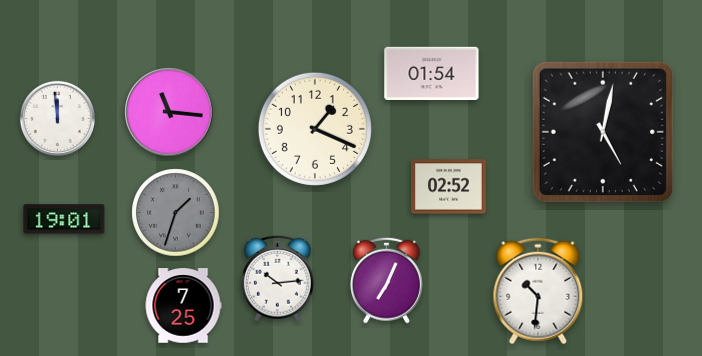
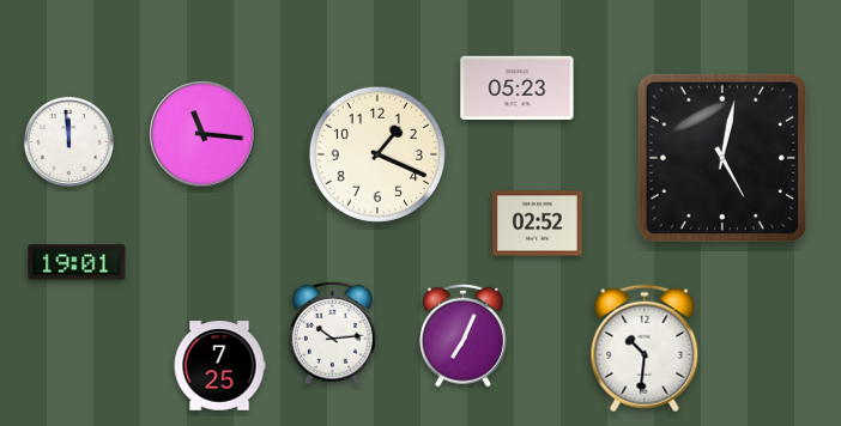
clock at (432, 73): 01:54 -> 05:23
clock at (176, 213): 1:33 -> none
